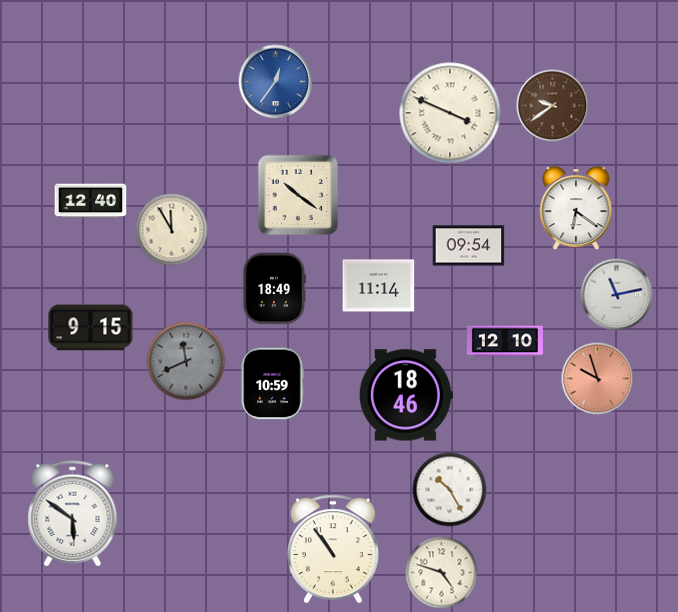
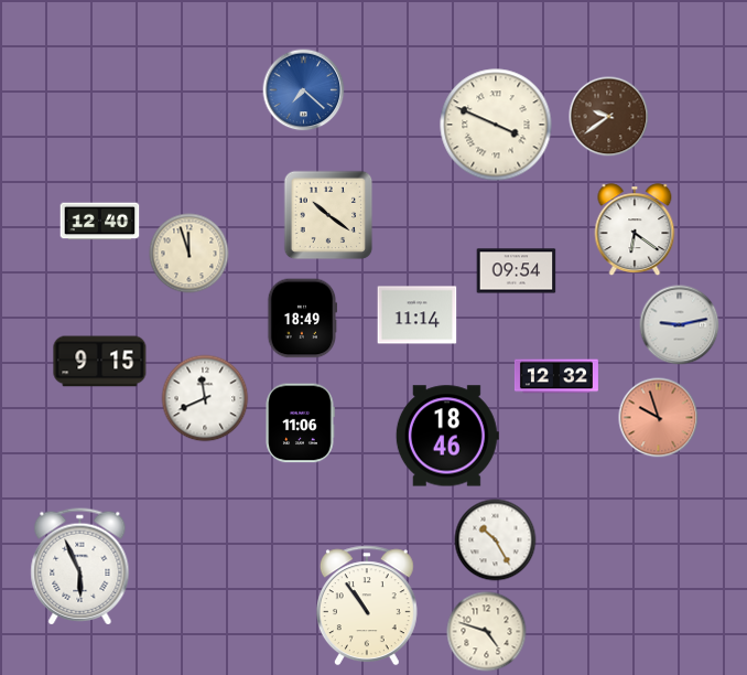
clock at (276, 82): 12:36 -> 7:22
clock at (172, 230): 11:55 -> 11:57
clock at (617, 295): 11:13 -> 9:13
clock at (505, 341): 12:10 -> 12:32
clock at (186, 361) dial: grey -> white
clock at (272, 384): 10:59 -> 11:06
clock at (73, 514): 5:51 -> 5:56
